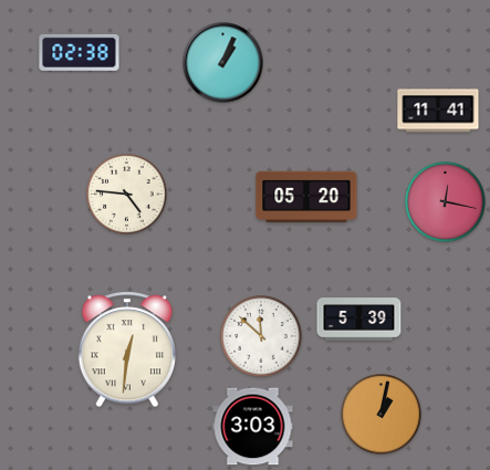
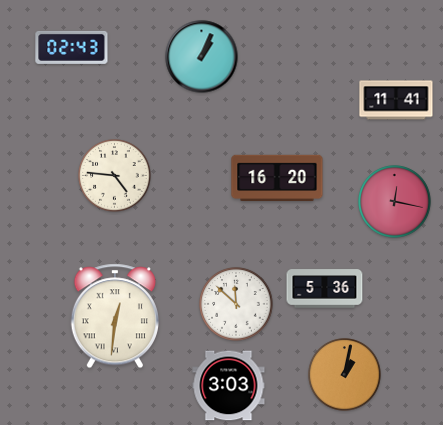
clock at (80, 52): 02:38 -> 02:43
clock at (306, 197): 05:20 -> 16:20
clock at (446, 202) position: (446, 202) -> (395, 202)
clock at (359, 320): 5:39 -> 5:36
